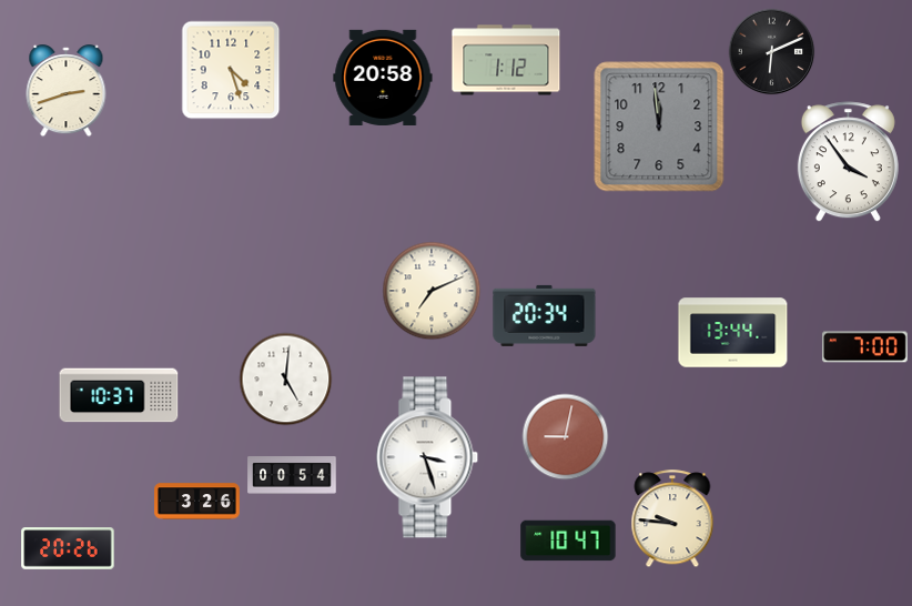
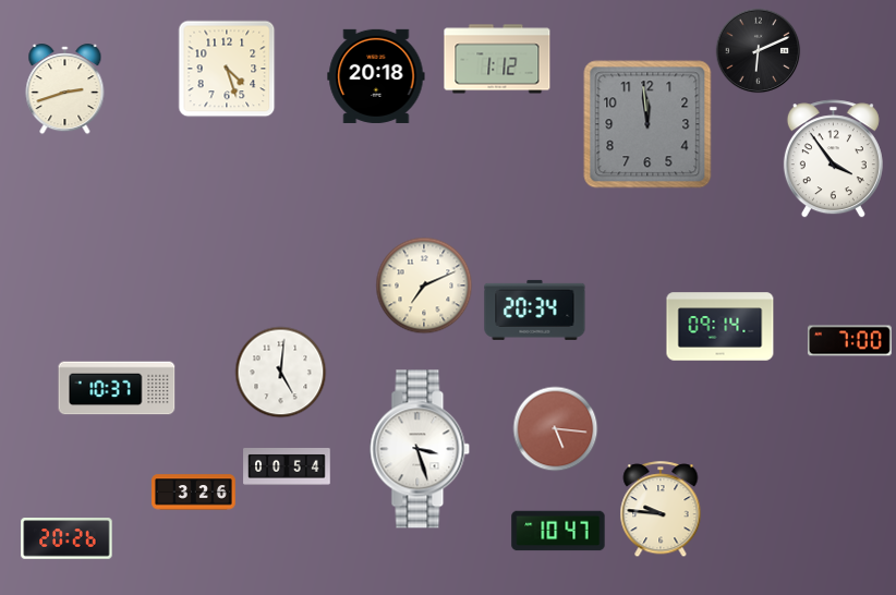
clock at (383, 78): 20:58 -> 20:18
clock at (733, 333): 13:44 -> 09:14
clock at (565, 436): 9:02 -> 5:16
